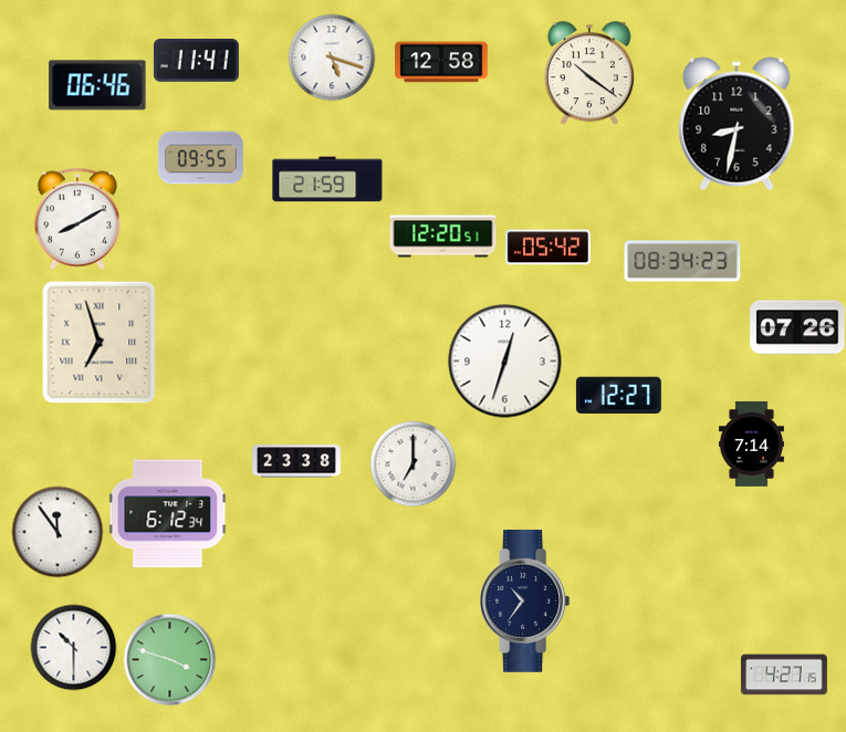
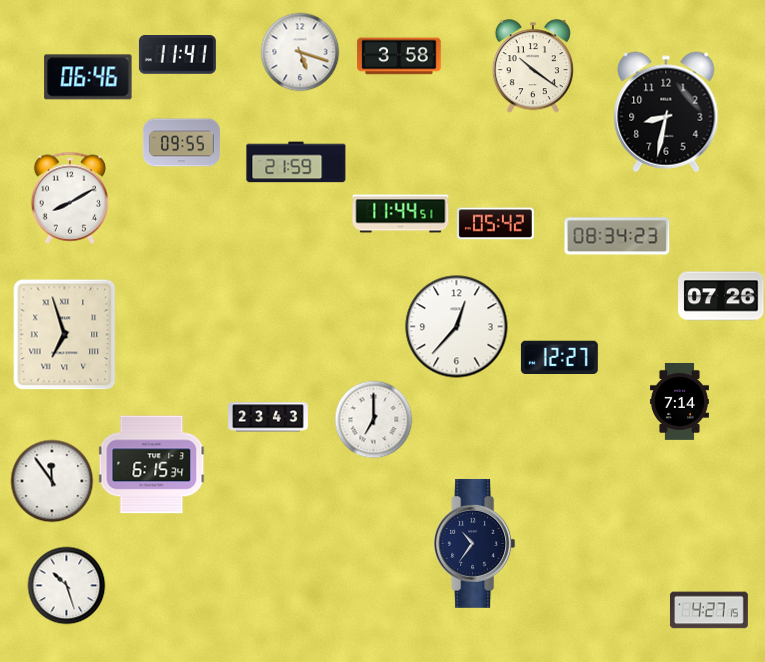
clock at (441, 62): 12:58 -> 3:58
clock at (443, 237): 12:20 -> 11:44
clock at (100, 343) position: (100, 343) -> (65, 335)
clock at (505, 362): 12:33 -> 12:37
clock at (296, 461): 23:38 -> 23:43
clock at (167, 514): 6:12 -> 6:15
clock at (73, 647): 10:30 -> 10:27
clock at (169, 659): 3:48 -> none
